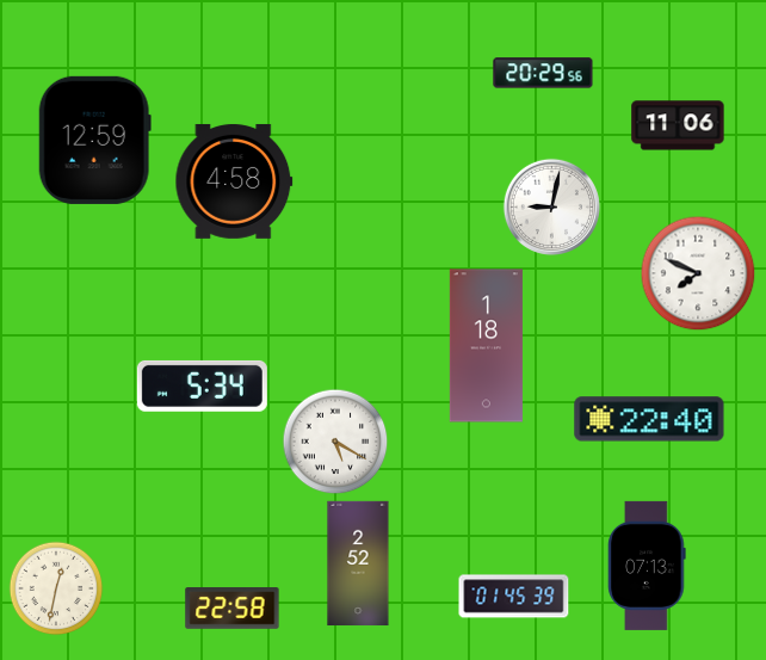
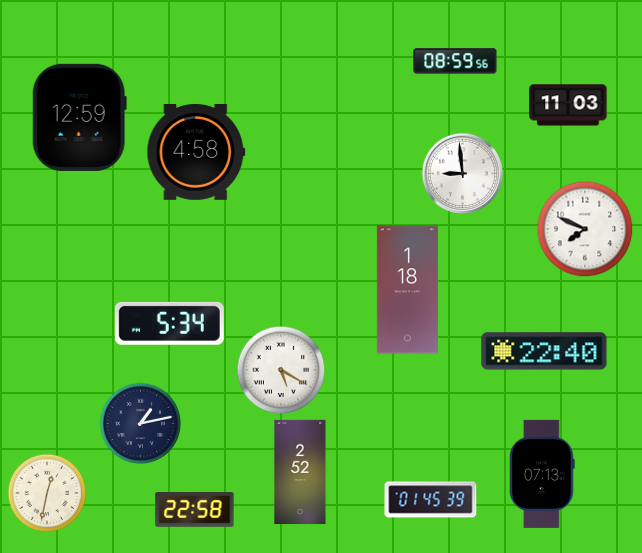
clock at (543, 73): 20:29 -> 08:59
clock at (678, 125): 11:06 -> 11:03
clock at (551, 206): 9:02 -> 8:59
clock at (140, 423): none -> 1:13
